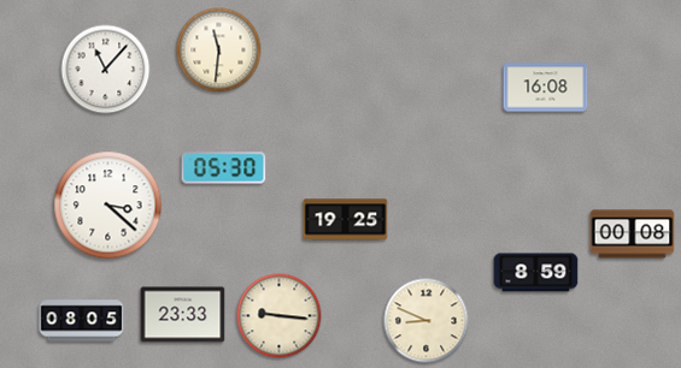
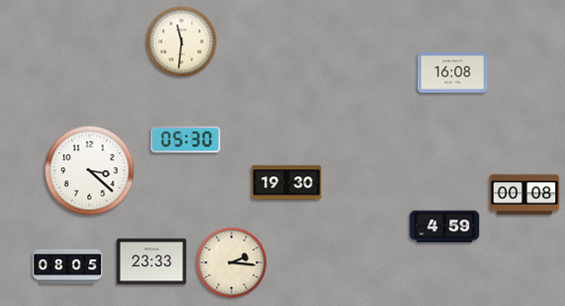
clock at (106, 70): 11:07 -> none
clock at (346, 220): 19:25 -> 19:30
clock at (536, 273): 8:59 -> 4:59
clock at (280, 316): 9:16 -> 2:16
clock at (427, 321): 8:49 -> none
